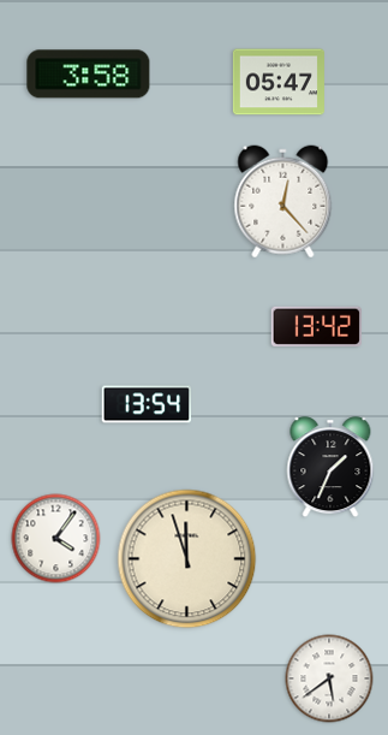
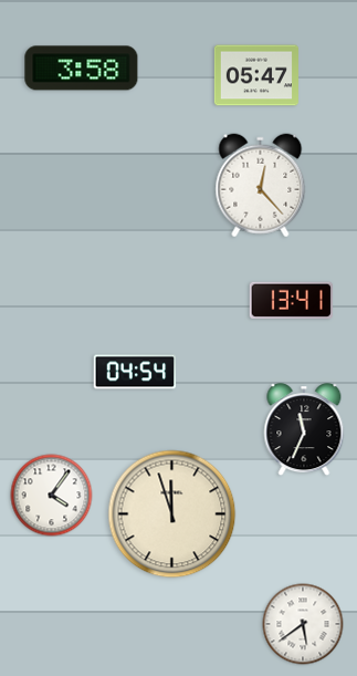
clock at (316, 326): 13:42 -> 13:41
clock at (147, 404): 13:54 -> 04:54
clock at (330, 468): 1:34 -> 11:34
